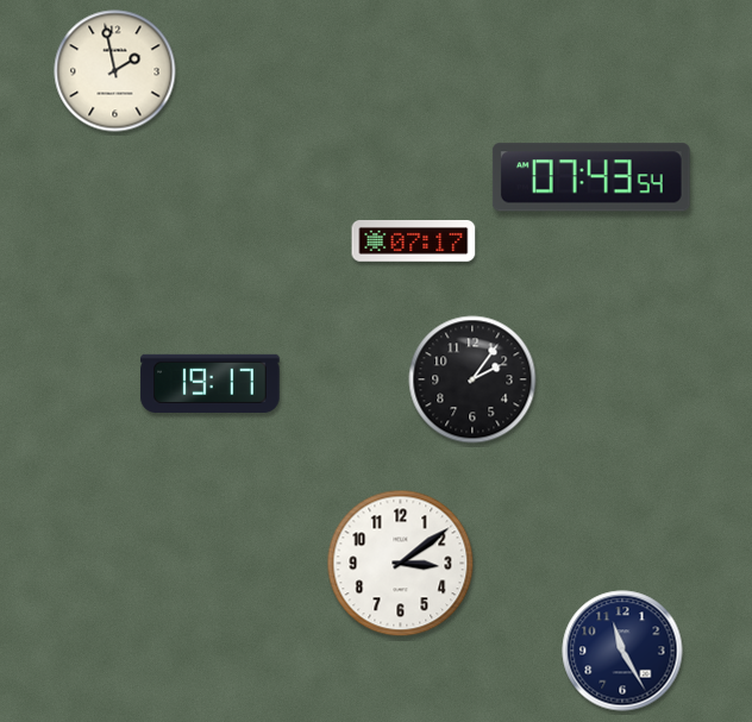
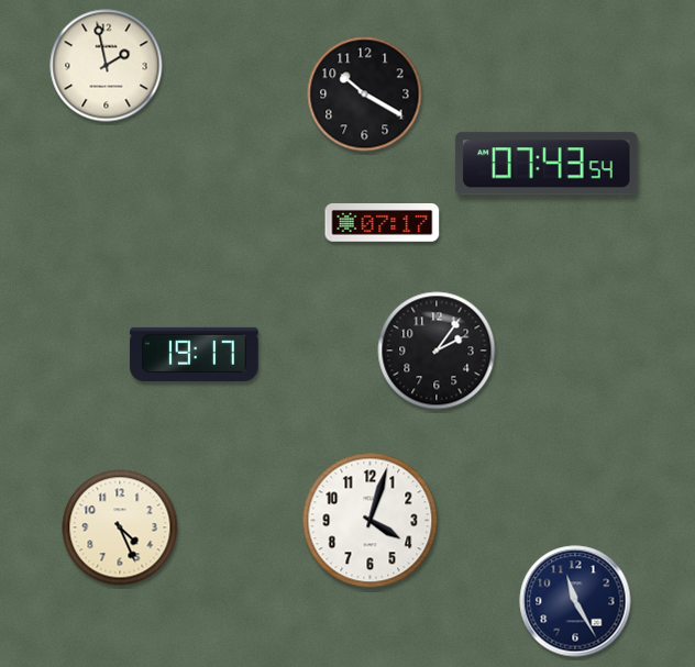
clock at (365, 95): none -> 10:20
clock at (401, 564): 3:09 -> 4:03
clock at (120, 527): none -> 4:26
